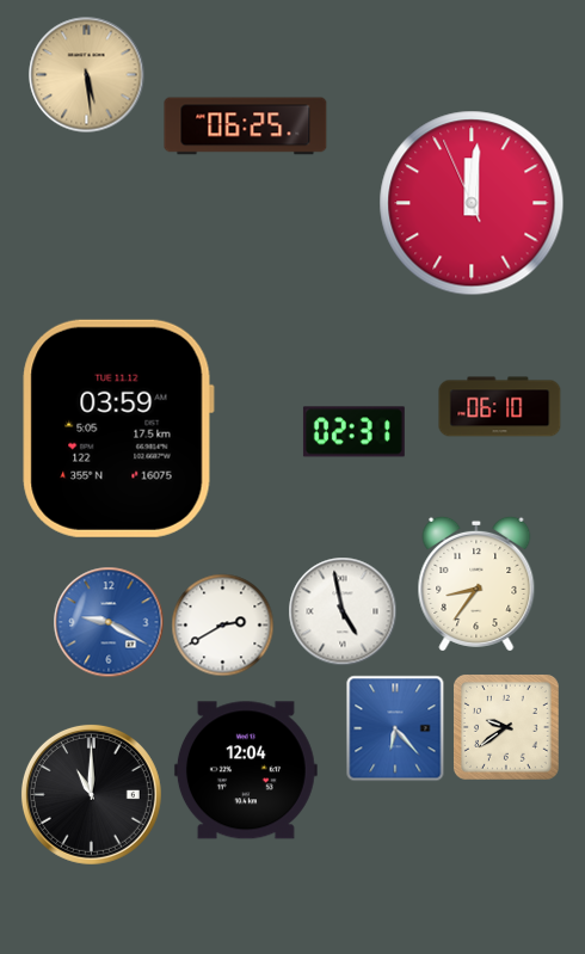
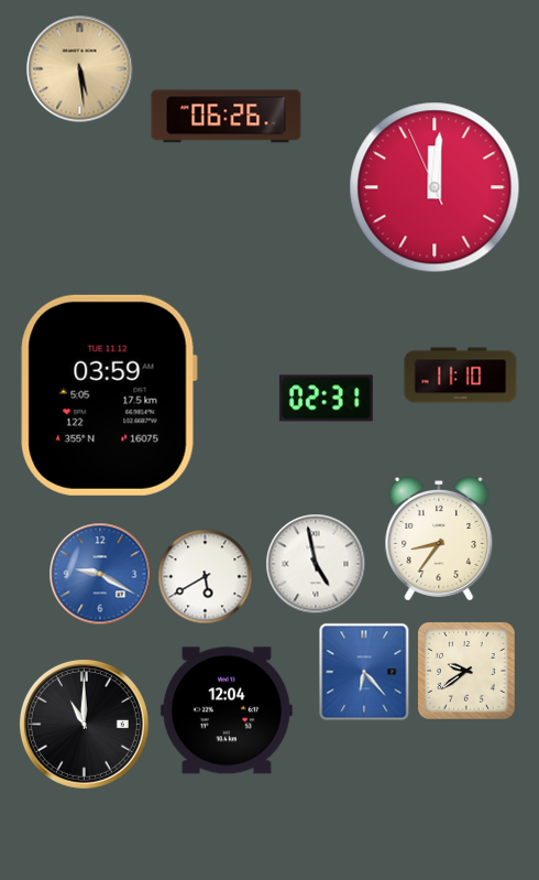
clock at (246, 127): 06:25 -> 06:26
clock at (500, 407): 06:10 -> 11:10
clock at (223, 626): 2:40 -> 5:40
clock at (91, 794) position: (91, 794) -> (84, 724)
